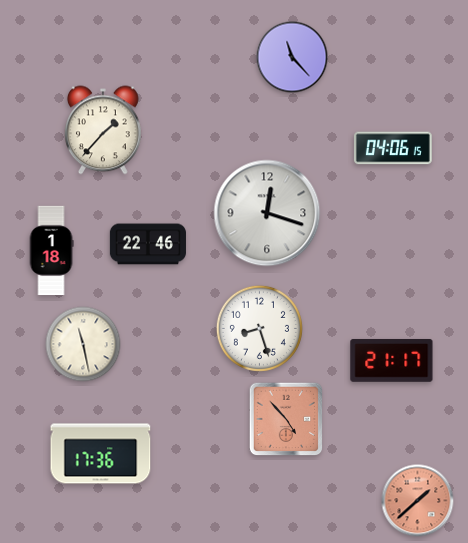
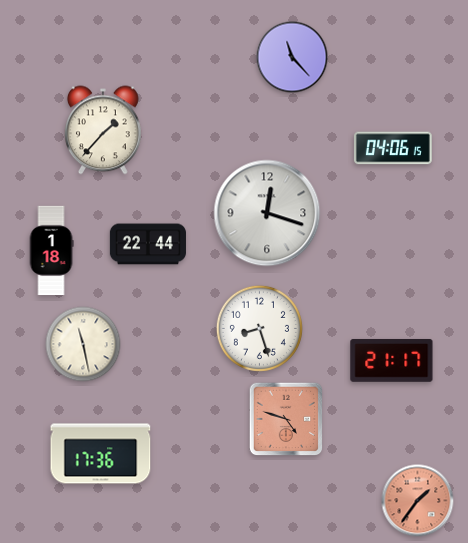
clock at (148, 244): 22:46 -> 22:44
clock at (286, 419): 4:53 -> 4:48
clock at (418, 501): 1:38 -> 1:36
